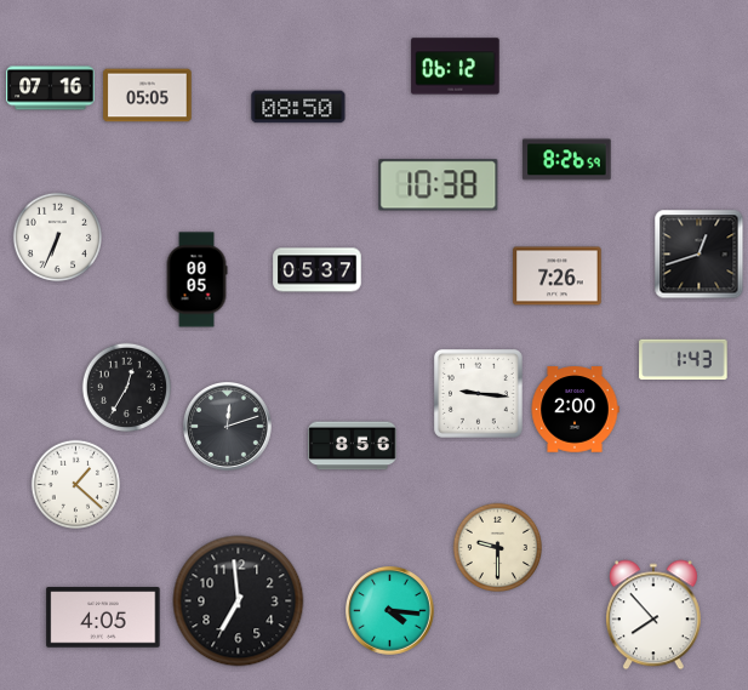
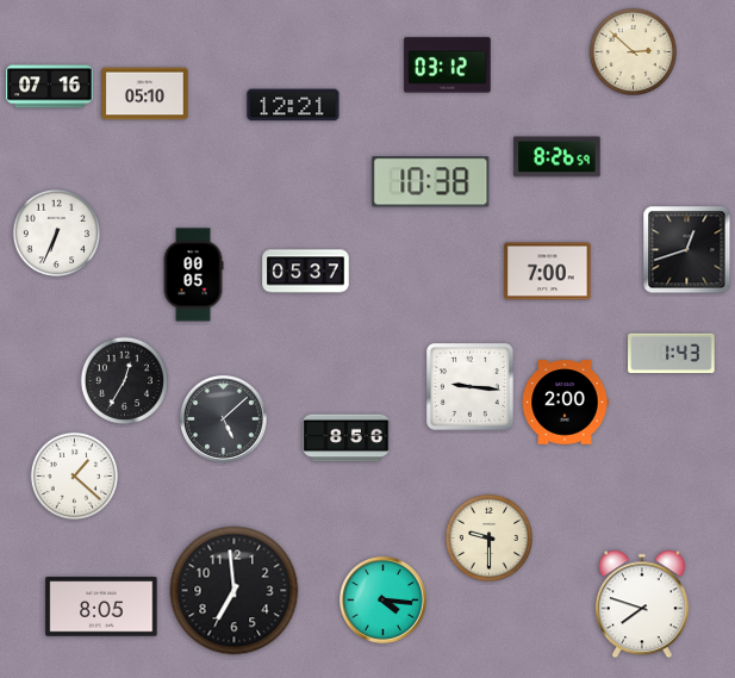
clock at (633, 51): none -> 2:52
clock at (456, 67): 06:12 -> 03:12
clock at (148, 96): 05:05 -> 05:10
clock at (298, 107): 08:50 -> 12:21
clock at (318, 270) position: (318, 270) -> (306, 272)
clock at (558, 276): 7:26 -> 7:00
clock at (228, 427): 12:12 -> 5:08
clock at (653, 615): 7:53 -> 7:48
clock at (103, 617): 4:05 -> 8:05
